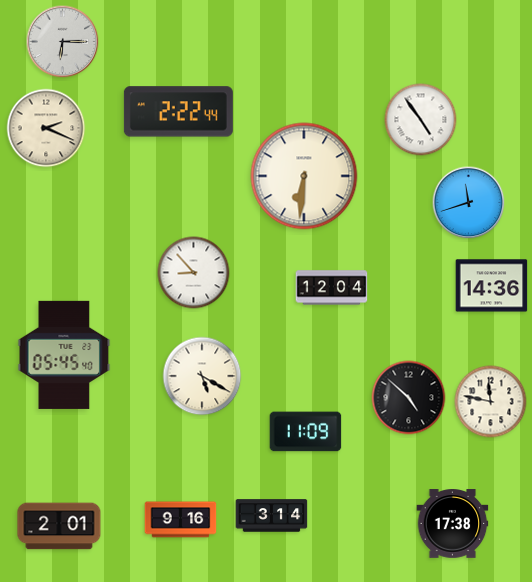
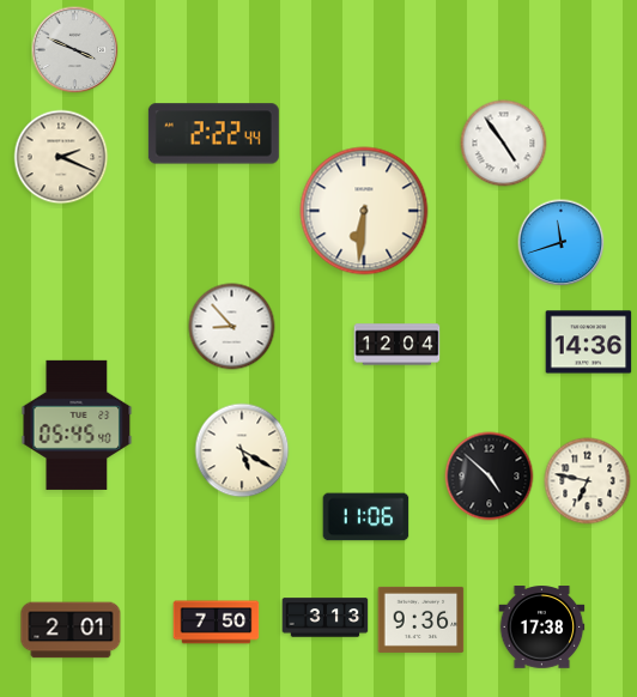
clock at (63, 42): 6:15 -> 3:49
clock at (46, 128) position: (46, 128) -> (61, 157)
clock at (491, 402): 11:47 -> 6:47
clock at (306, 432): 11:09 -> 11:06
clock at (272, 516): 3:14 -> 3:13
clock at (421, 619): none -> 9:36
clock at (181, 520): 9:16 -> 7:50
